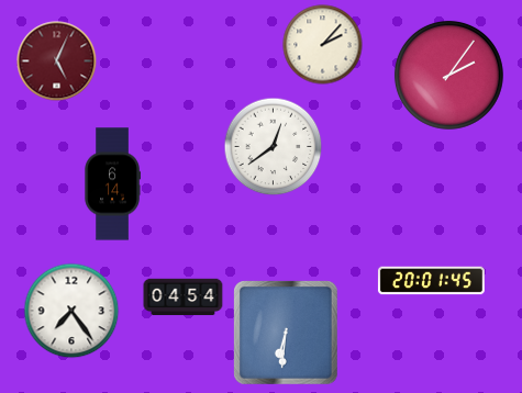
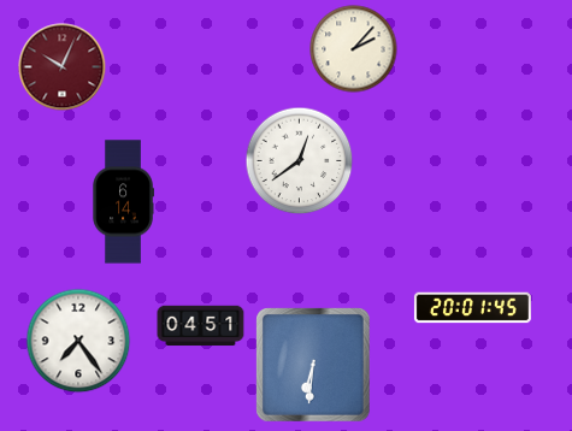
clock at (57, 61): 5:04 -> 10:04
clock at (448, 75): 2:06 -> none
clock at (184, 297): 04:54 -> 04:51
